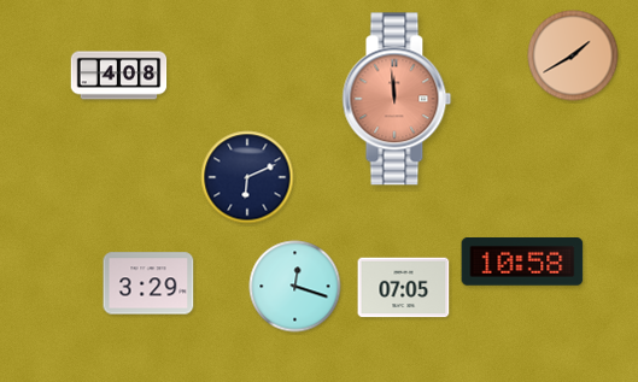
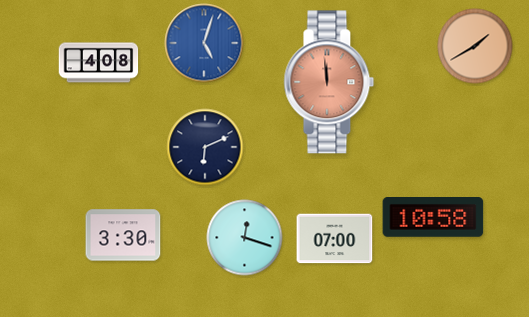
clock at (204, 43): none -> 5:03
clock at (148, 283): 3:29 -> 3:30
clock at (404, 288): 07:05 -> 07:00
